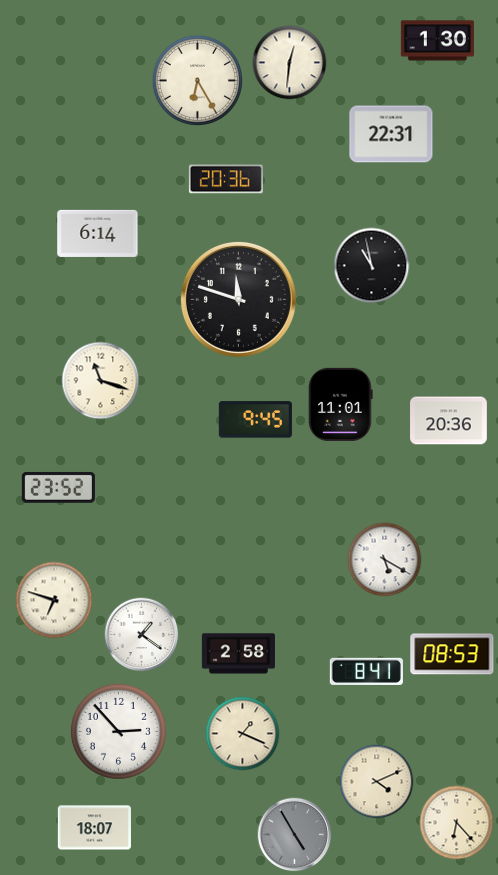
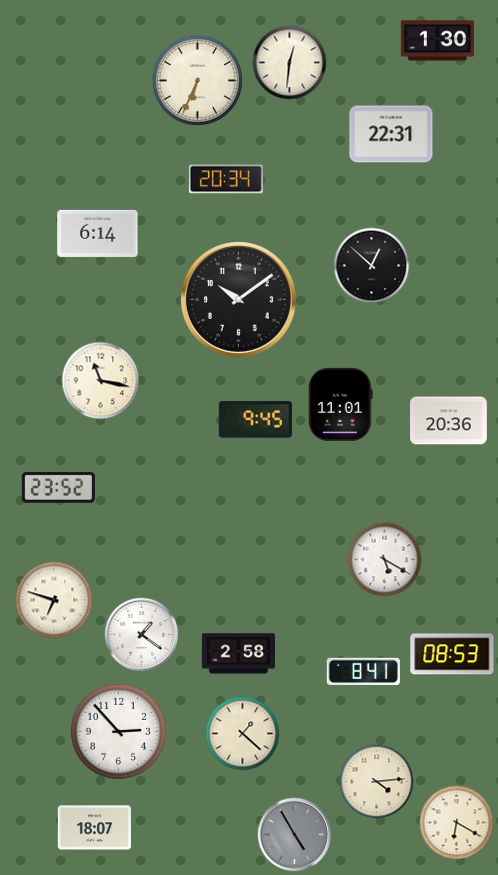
clock at (197, 80): 6:25 -> 6:34
clock at (226, 179): 20:36 -> 20:34
clock at (372, 266): 10:58 -> 12:52
clock at (238, 299): 11:48 -> 10:09
clock at (101, 381): 11:18 -> 11:17
clock at (366, 671) position: (366, 671) -> (363, 671)
clock at (243, 734): 1:19 -> 1:22
clock at (377, 782): 4:11 -> 4:14
clock at (457, 823): 6:23 -> 6:20
